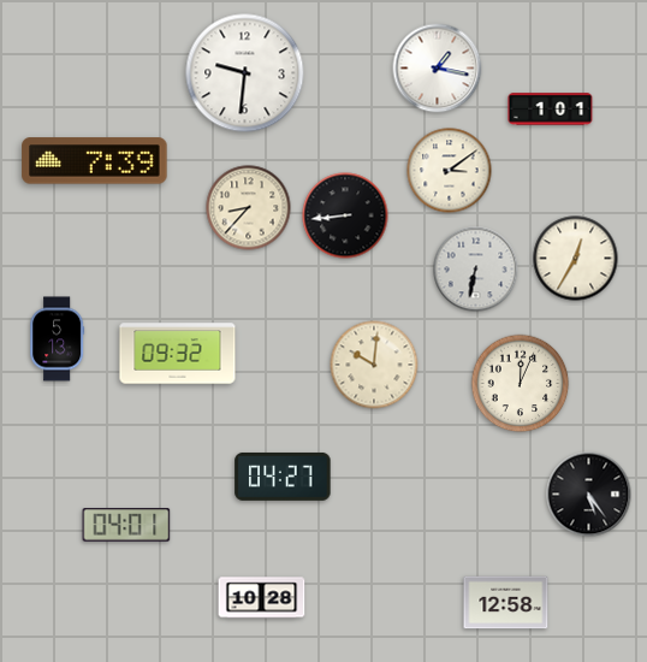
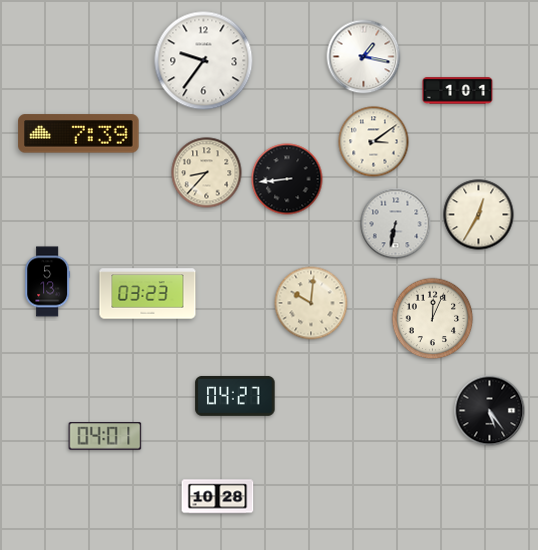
clock at (245, 73): 9:31 -> 9:36
clock at (178, 354): 09:32 -> 03:23
clock at (506, 603): 12:58 -> none
